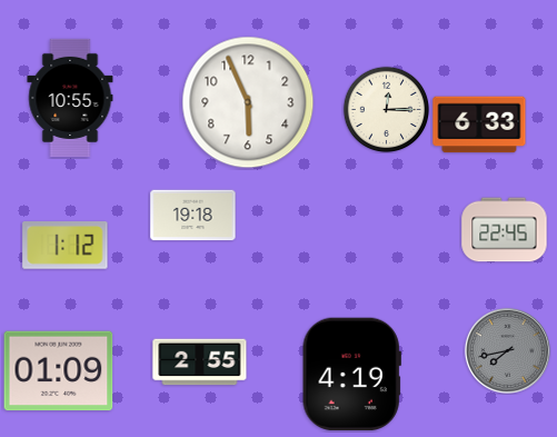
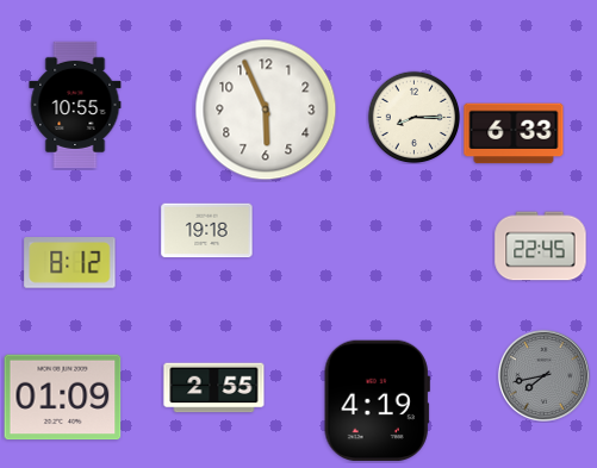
clock at (386, 109): 12:15 -> 8:15
clock at (66, 246): 1:12 -> 8:12
